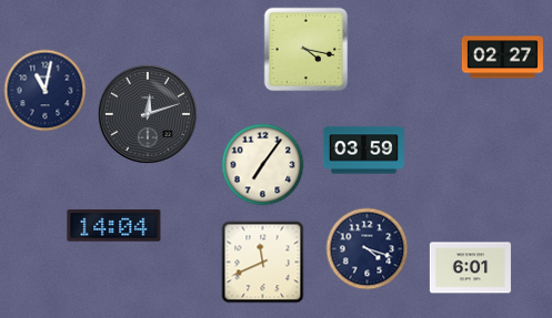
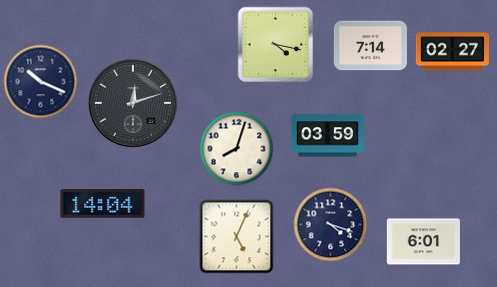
clock at (370, 46): none -> 7:14
clock at (46, 91): 11:02 -> 10:19
clock at (263, 165): 7:06 -> 8:03
clock at (263, 263): 11:41 -> 5:04
